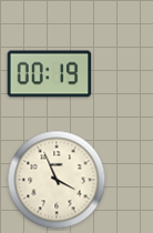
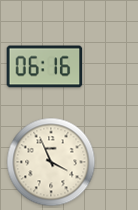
clock at (50, 74): 00:19 -> 06:16
